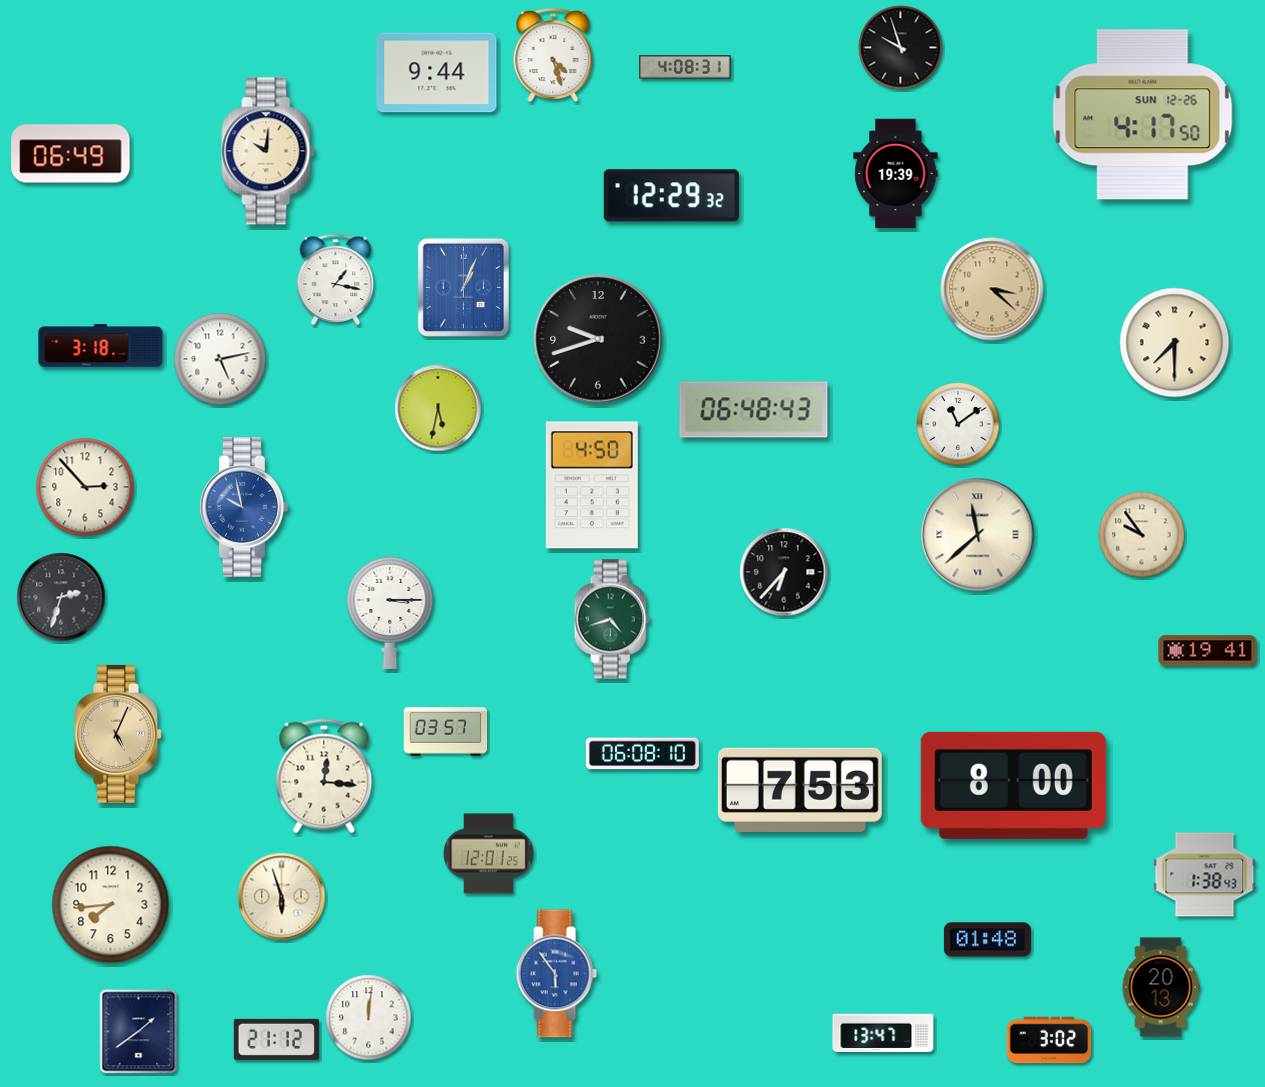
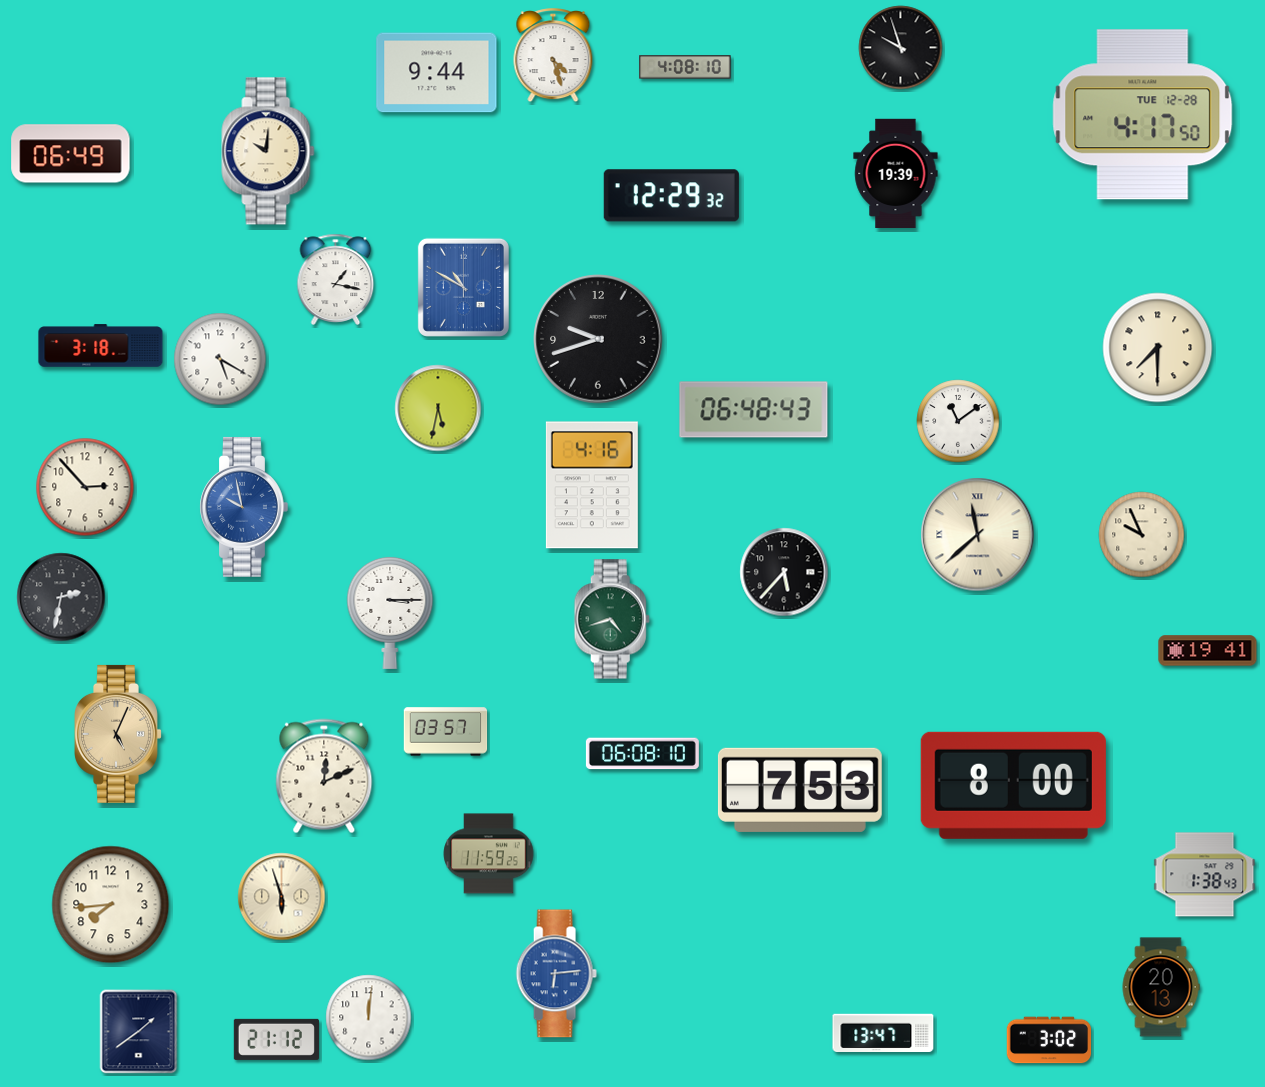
clock at (685, 67): 4:08:31 -> 4:08:10
clock at (1143, 115) date: SUN 12-26 -> TUE 12-28
clock at (463, 287): 1:04 -> 10:50
clock at (992, 289): 3:22 -> none
clock at (1175, 343) position: (1175, 343) -> (1158, 348)
clock at (220, 359): 5:13 -> 5:20
clock at (958, 424) position: (958, 424) -> (958, 421)
clock at (592, 485): 4:50 -> 4:16
clock at (1142, 535): 9:54 -> 9:56
clock at (784, 572): 6:37 -> 5:37
clock at (61, 597): 2:33 -> 2:32
clock at (324, 776): 12:16 -> 12:11
clock at (489, 854): 12:01 -> 11:59
clock at (987, 940): 01:48 -> none
clock at (556, 974): 5:54 -> 6:14
